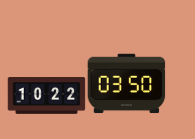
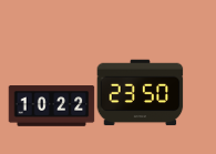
clock at (126, 84): 03:50 -> 23:50
